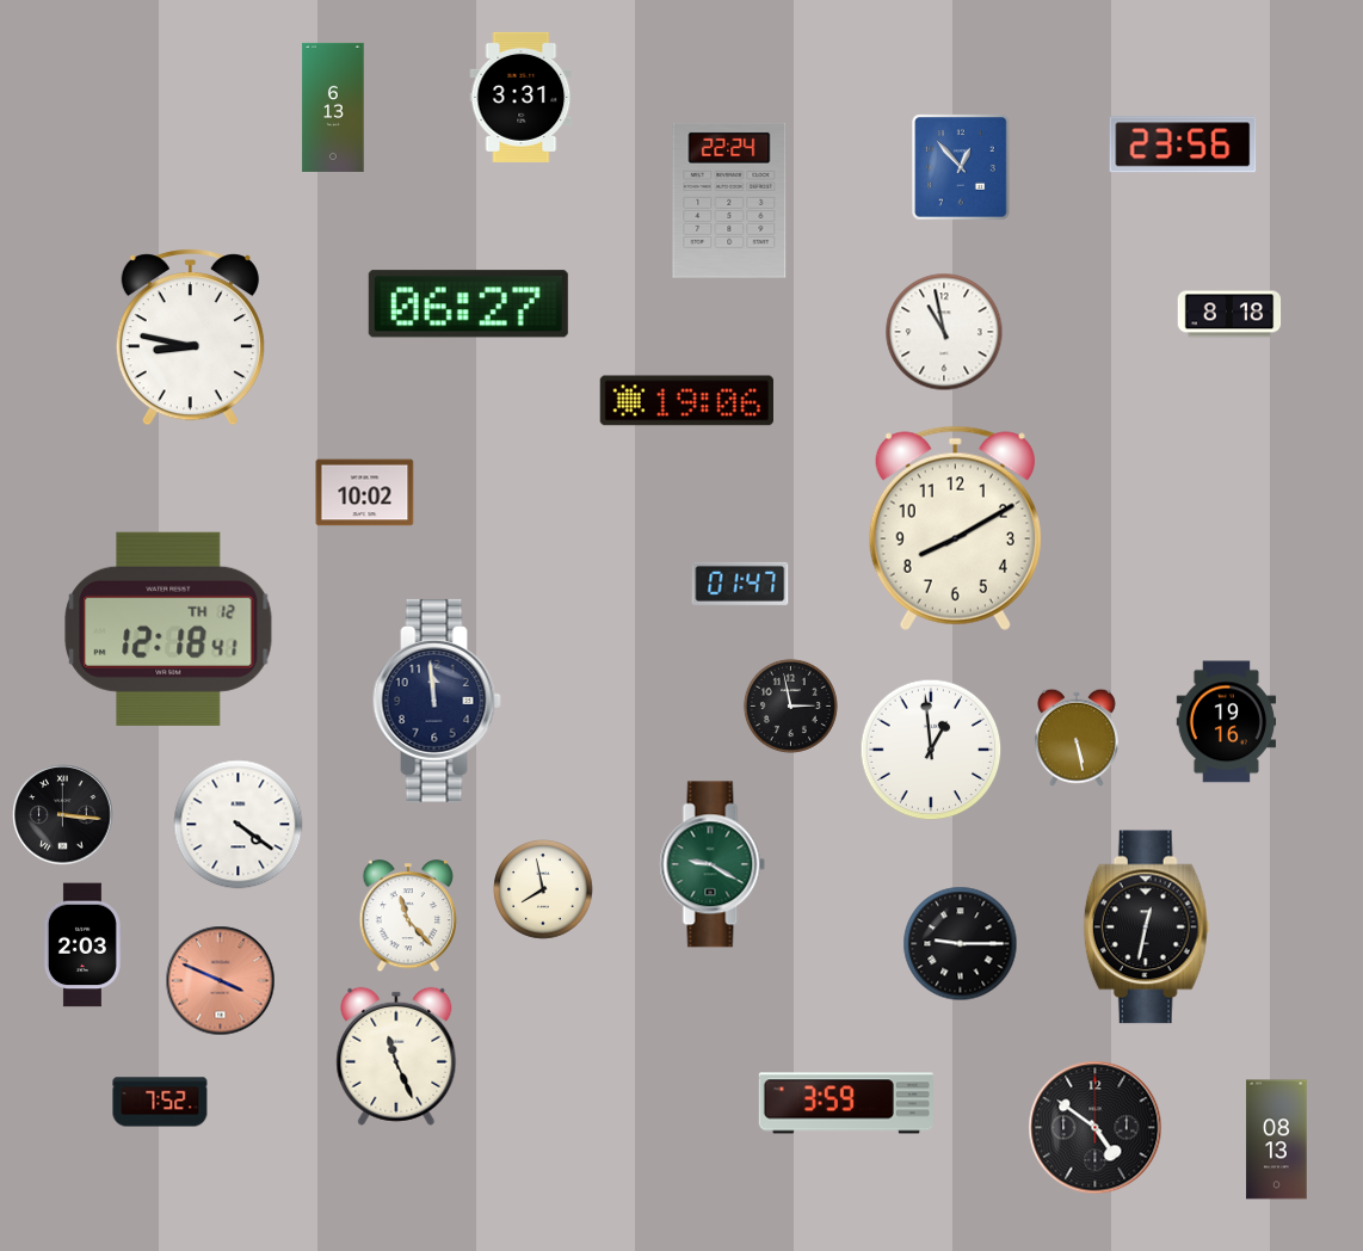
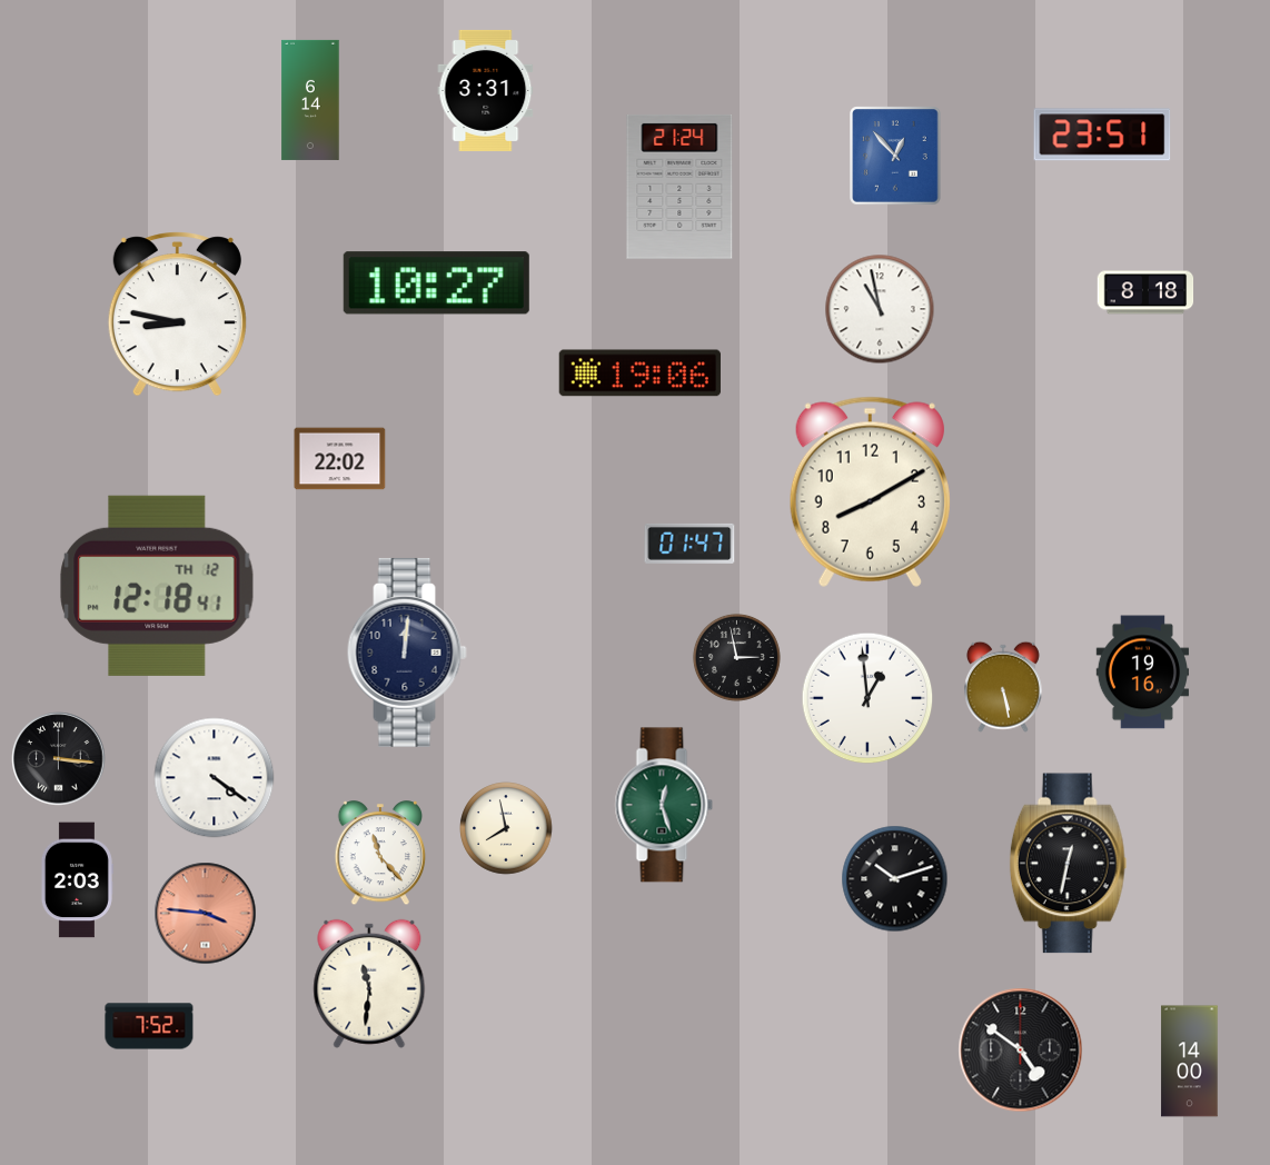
clock at (333, 107): 6:13 -> 6:14
clock at (1183, 144): 23:56 -> 23:51
clock at (729, 201): 22:24 -> 21:24
clock at (468, 304): 06:27 -> 10:27
clock at (365, 493): 10:02 -> 22:02
clock at (955, 528) position: (955, 528) -> (870, 491)
clock at (437, 701): 11:59 -> 12:01
clock at (239, 825) position: (239, 825) -> (215, 778)
clock at (713, 864): 9:20 -> 12:27
clock at (961, 944): 9:15 -> 10:12
clock at (221, 981): 3:49 -> 3:46
clock at (396, 1056): 11:26 -> 11:31
clock at (846, 1103): 3:59 -> none
clock at (1277, 1140): 08:13 -> 14:00
